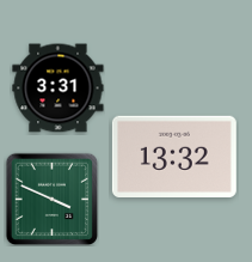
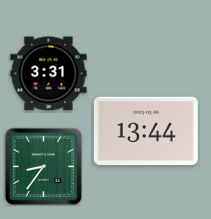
clock at (174, 156): 13:32 -> 13:44
clock at (51, 199): 3:49 -> 8:36
